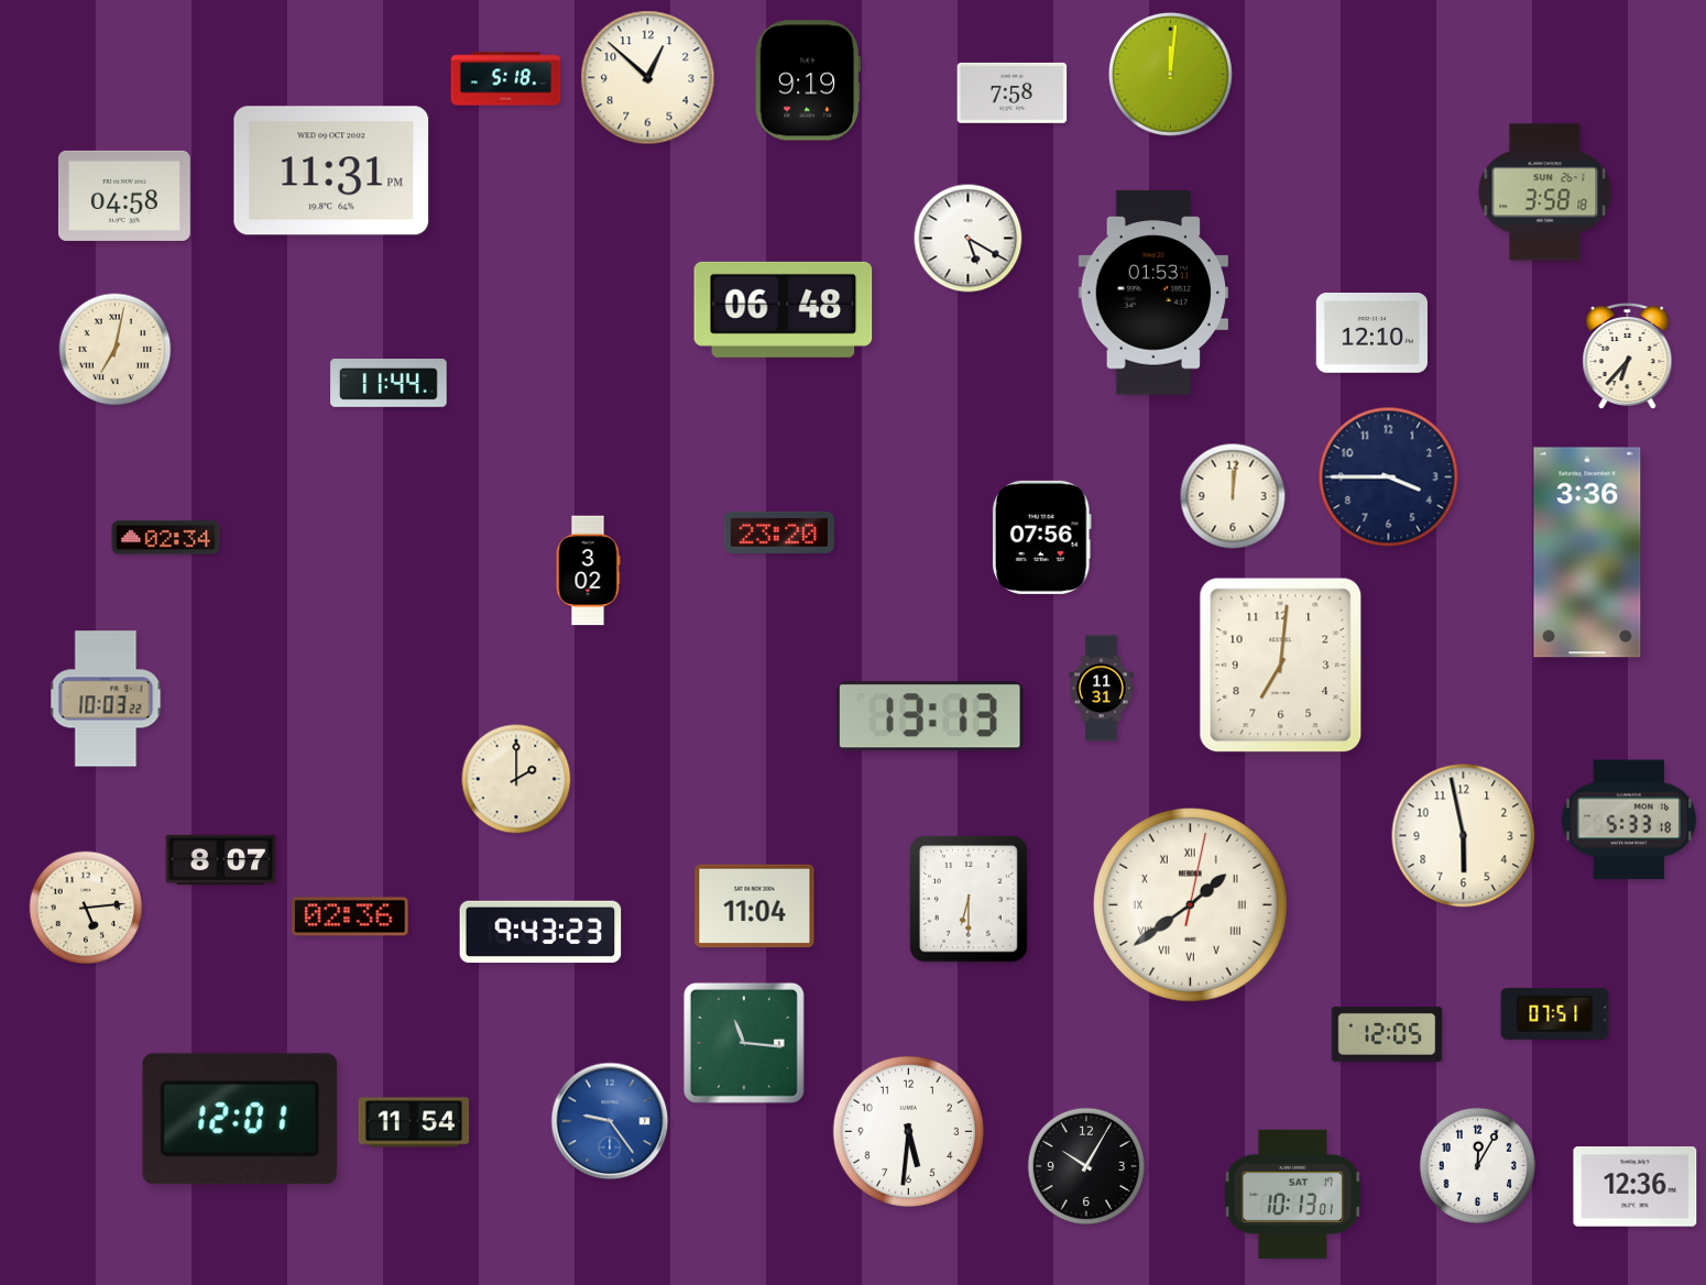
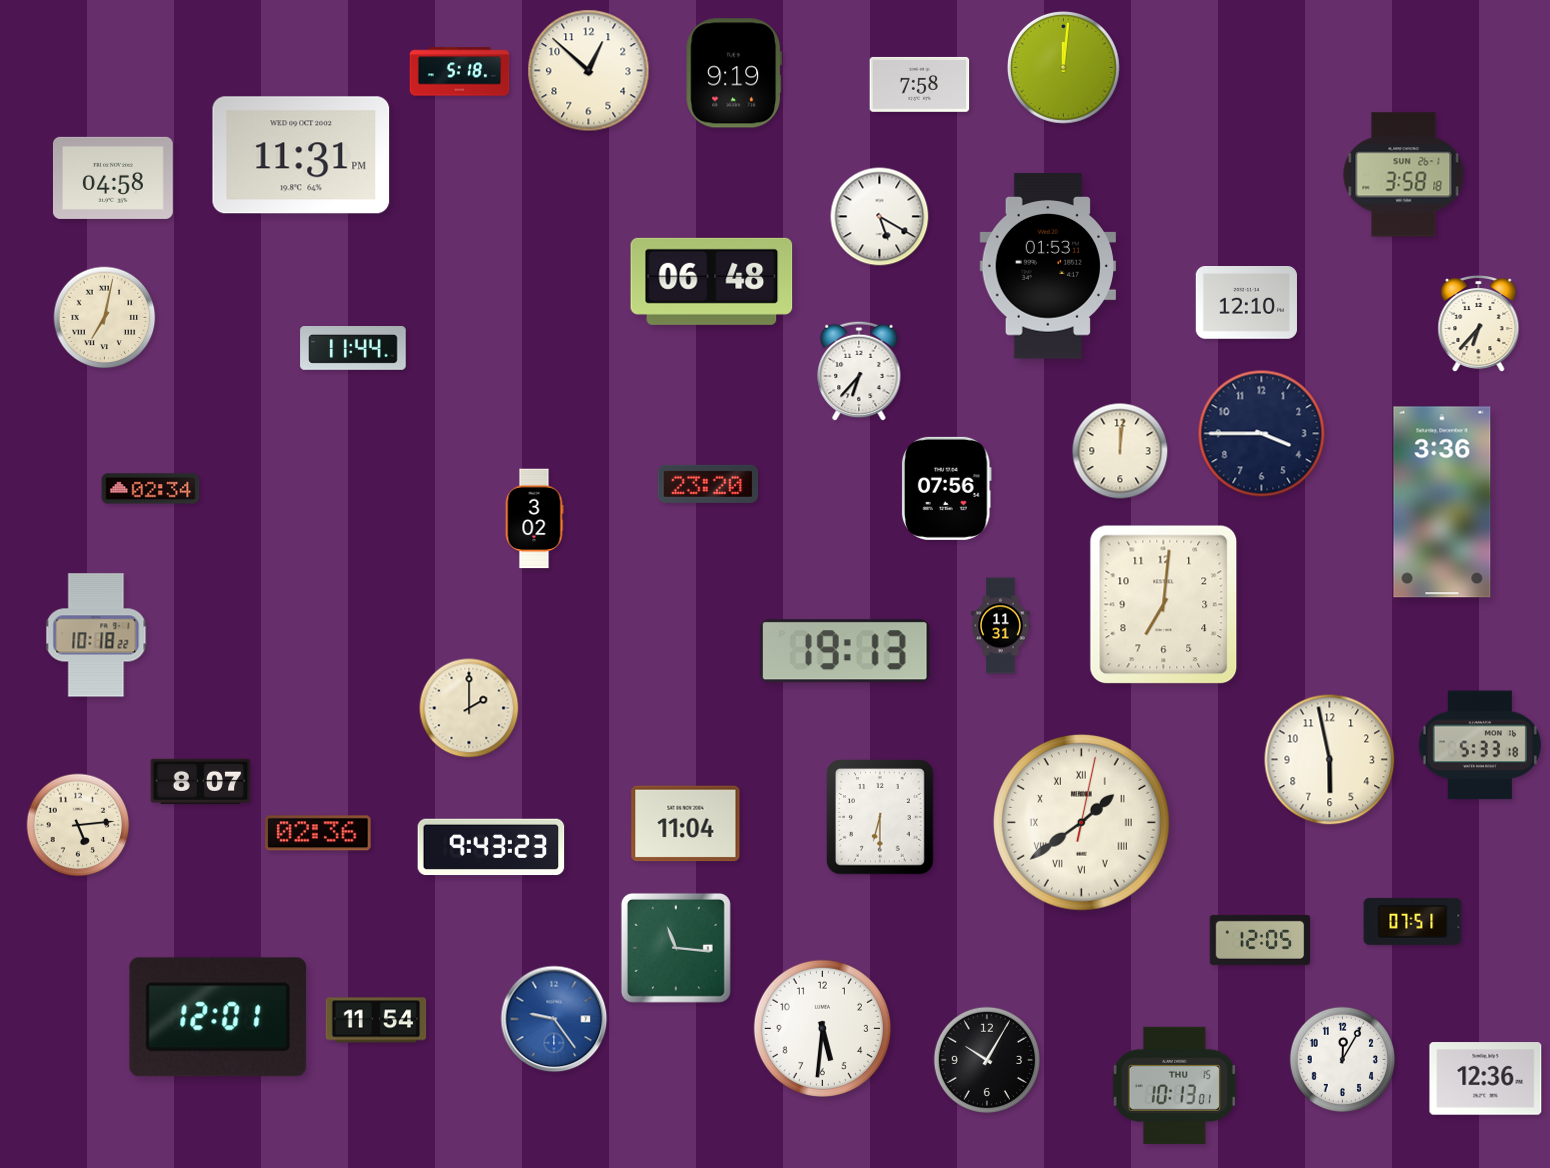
clock at (859, 371): none -> 6:37
clock at (106, 699): 10:03 -> 10:18
clock at (930, 716): 13:13 -> 19:13
clock at (908, 1131) position: (908, 1131) -> (822, 1028)
clock at (1292, 1194) date: SAT 17 -> THU 15
